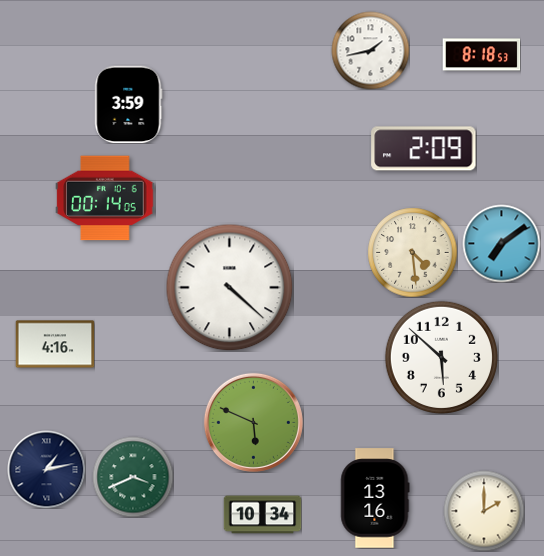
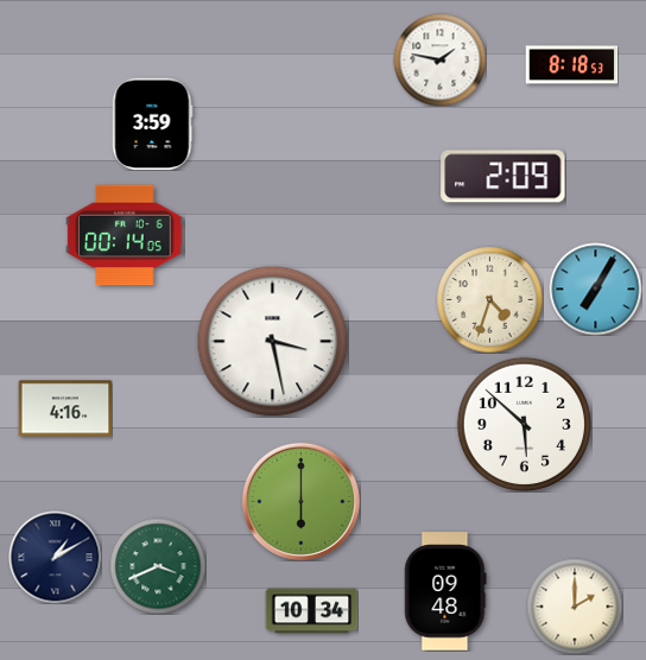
clock at (370, 50): 1:43 -> 1:47
clock at (501, 243): 7:09 -> 7:05
clock at (412, 252): 4:29 -> 4:33
clock at (229, 287): 4:22 -> 3:28
clock at (253, 422): 5:49 -> 6:00
clock at (46, 469): 1:13 -> 1:10
clock at (375, 498): 13:16 -> 09:48
